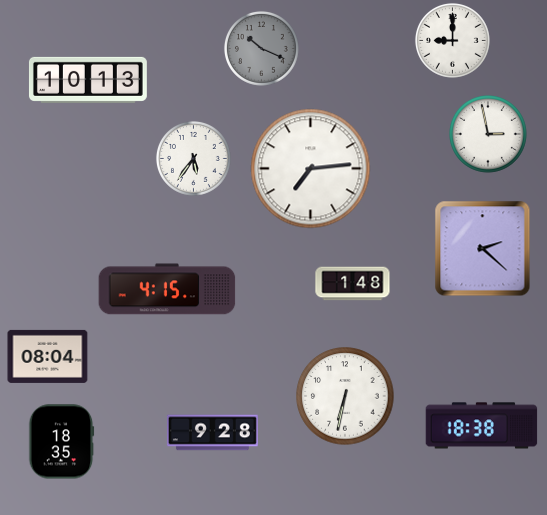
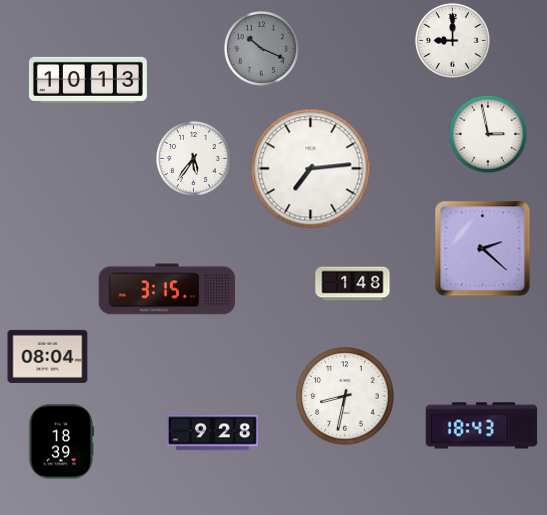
clock at (167, 289): 4:15 -> 3:15
clock at (345, 396): 6:32 -> 8:32
clock at (482, 426): 18:38 -> 18:43
clock at (62, 442): 18:35 -> 18:39
